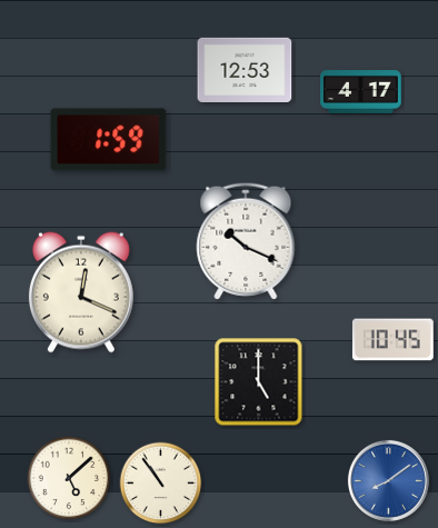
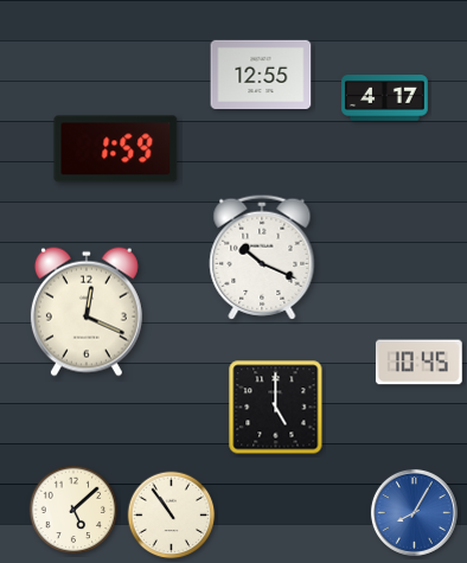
clock at (245, 69): 12:53 -> 12:55
clock at (388, 480): 8:09 -> 8:05
